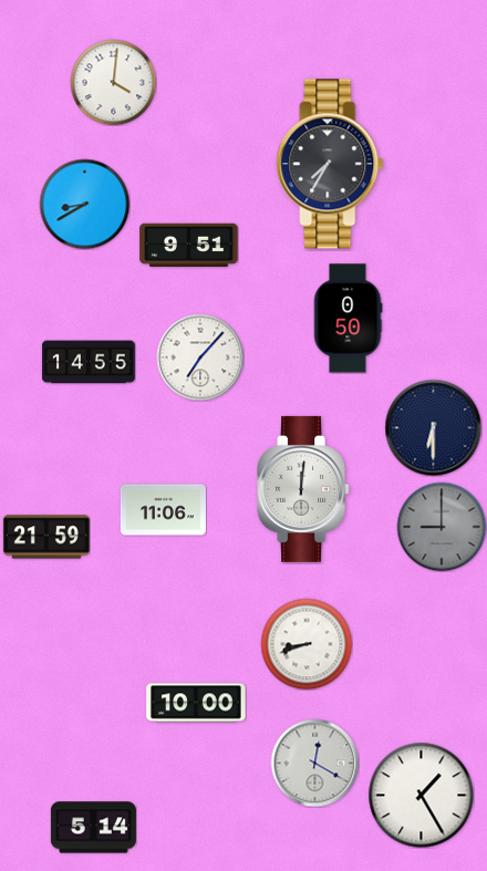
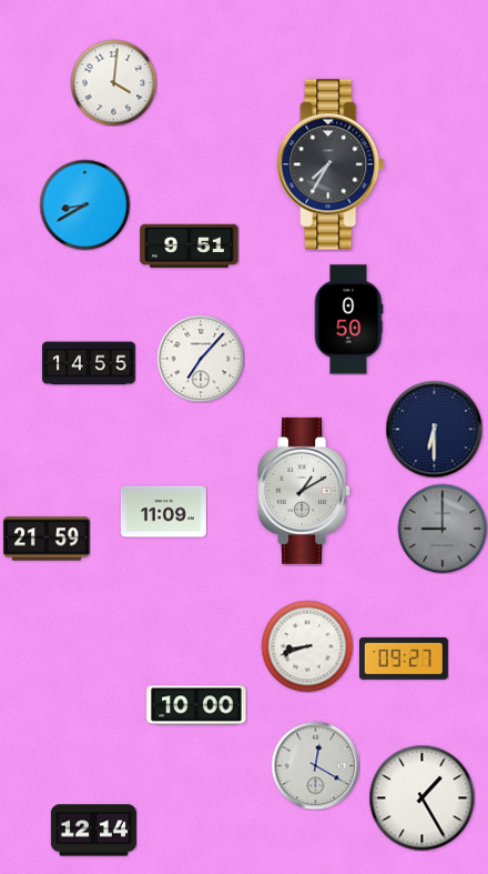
clock at (304, 489): 12:01 -> 1:10
clock at (163, 510): 11:06 -> 11:09
clock at (404, 659): none -> 09:27
clock at (93, 828): 5:14 -> 12:14
